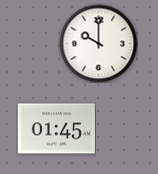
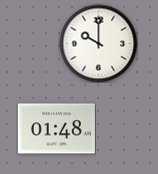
clock at (56, 129): 01:45 -> 01:48
